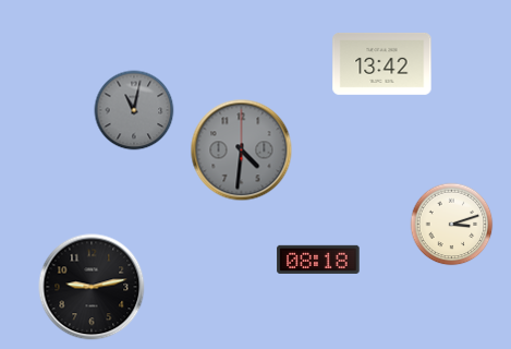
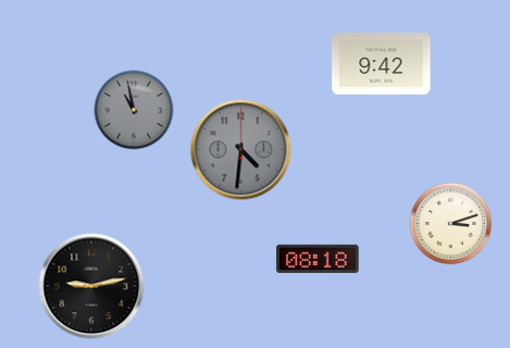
clock at (382, 63): 13:42 -> 9:42
clock at (134, 110): 11:02 -> 10:58
